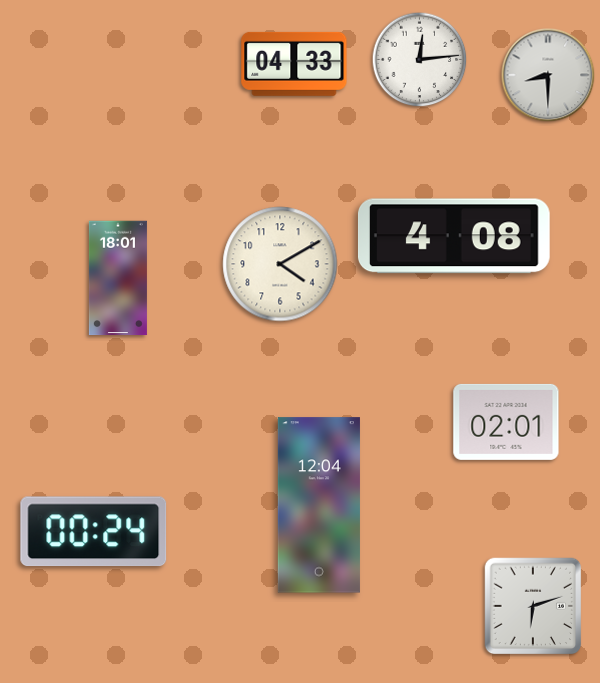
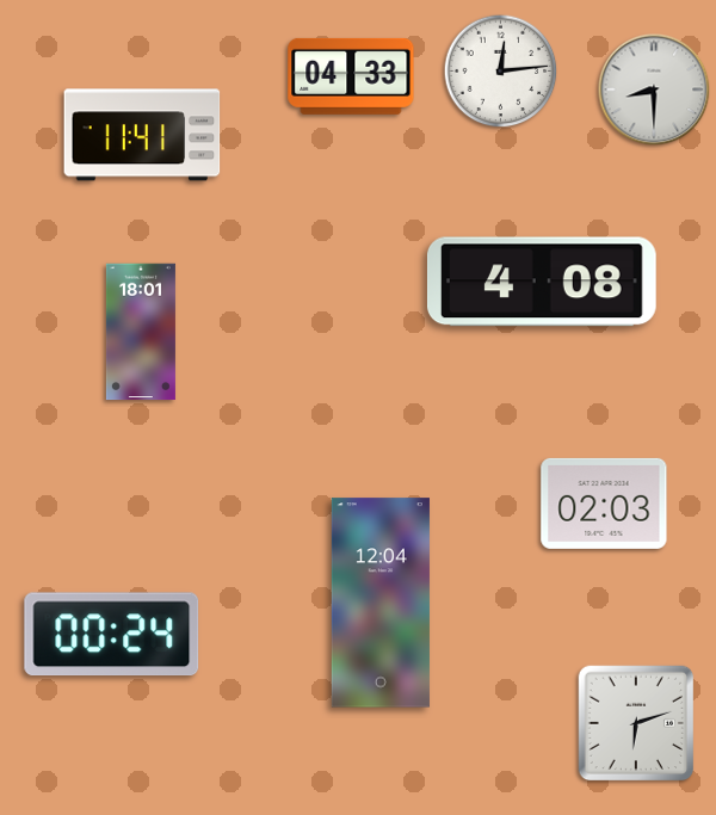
clock at (142, 135): none -> 11:41
clock at (280, 264): 4:10 -> none
clock at (506, 422): 02:01 -> 02:03
